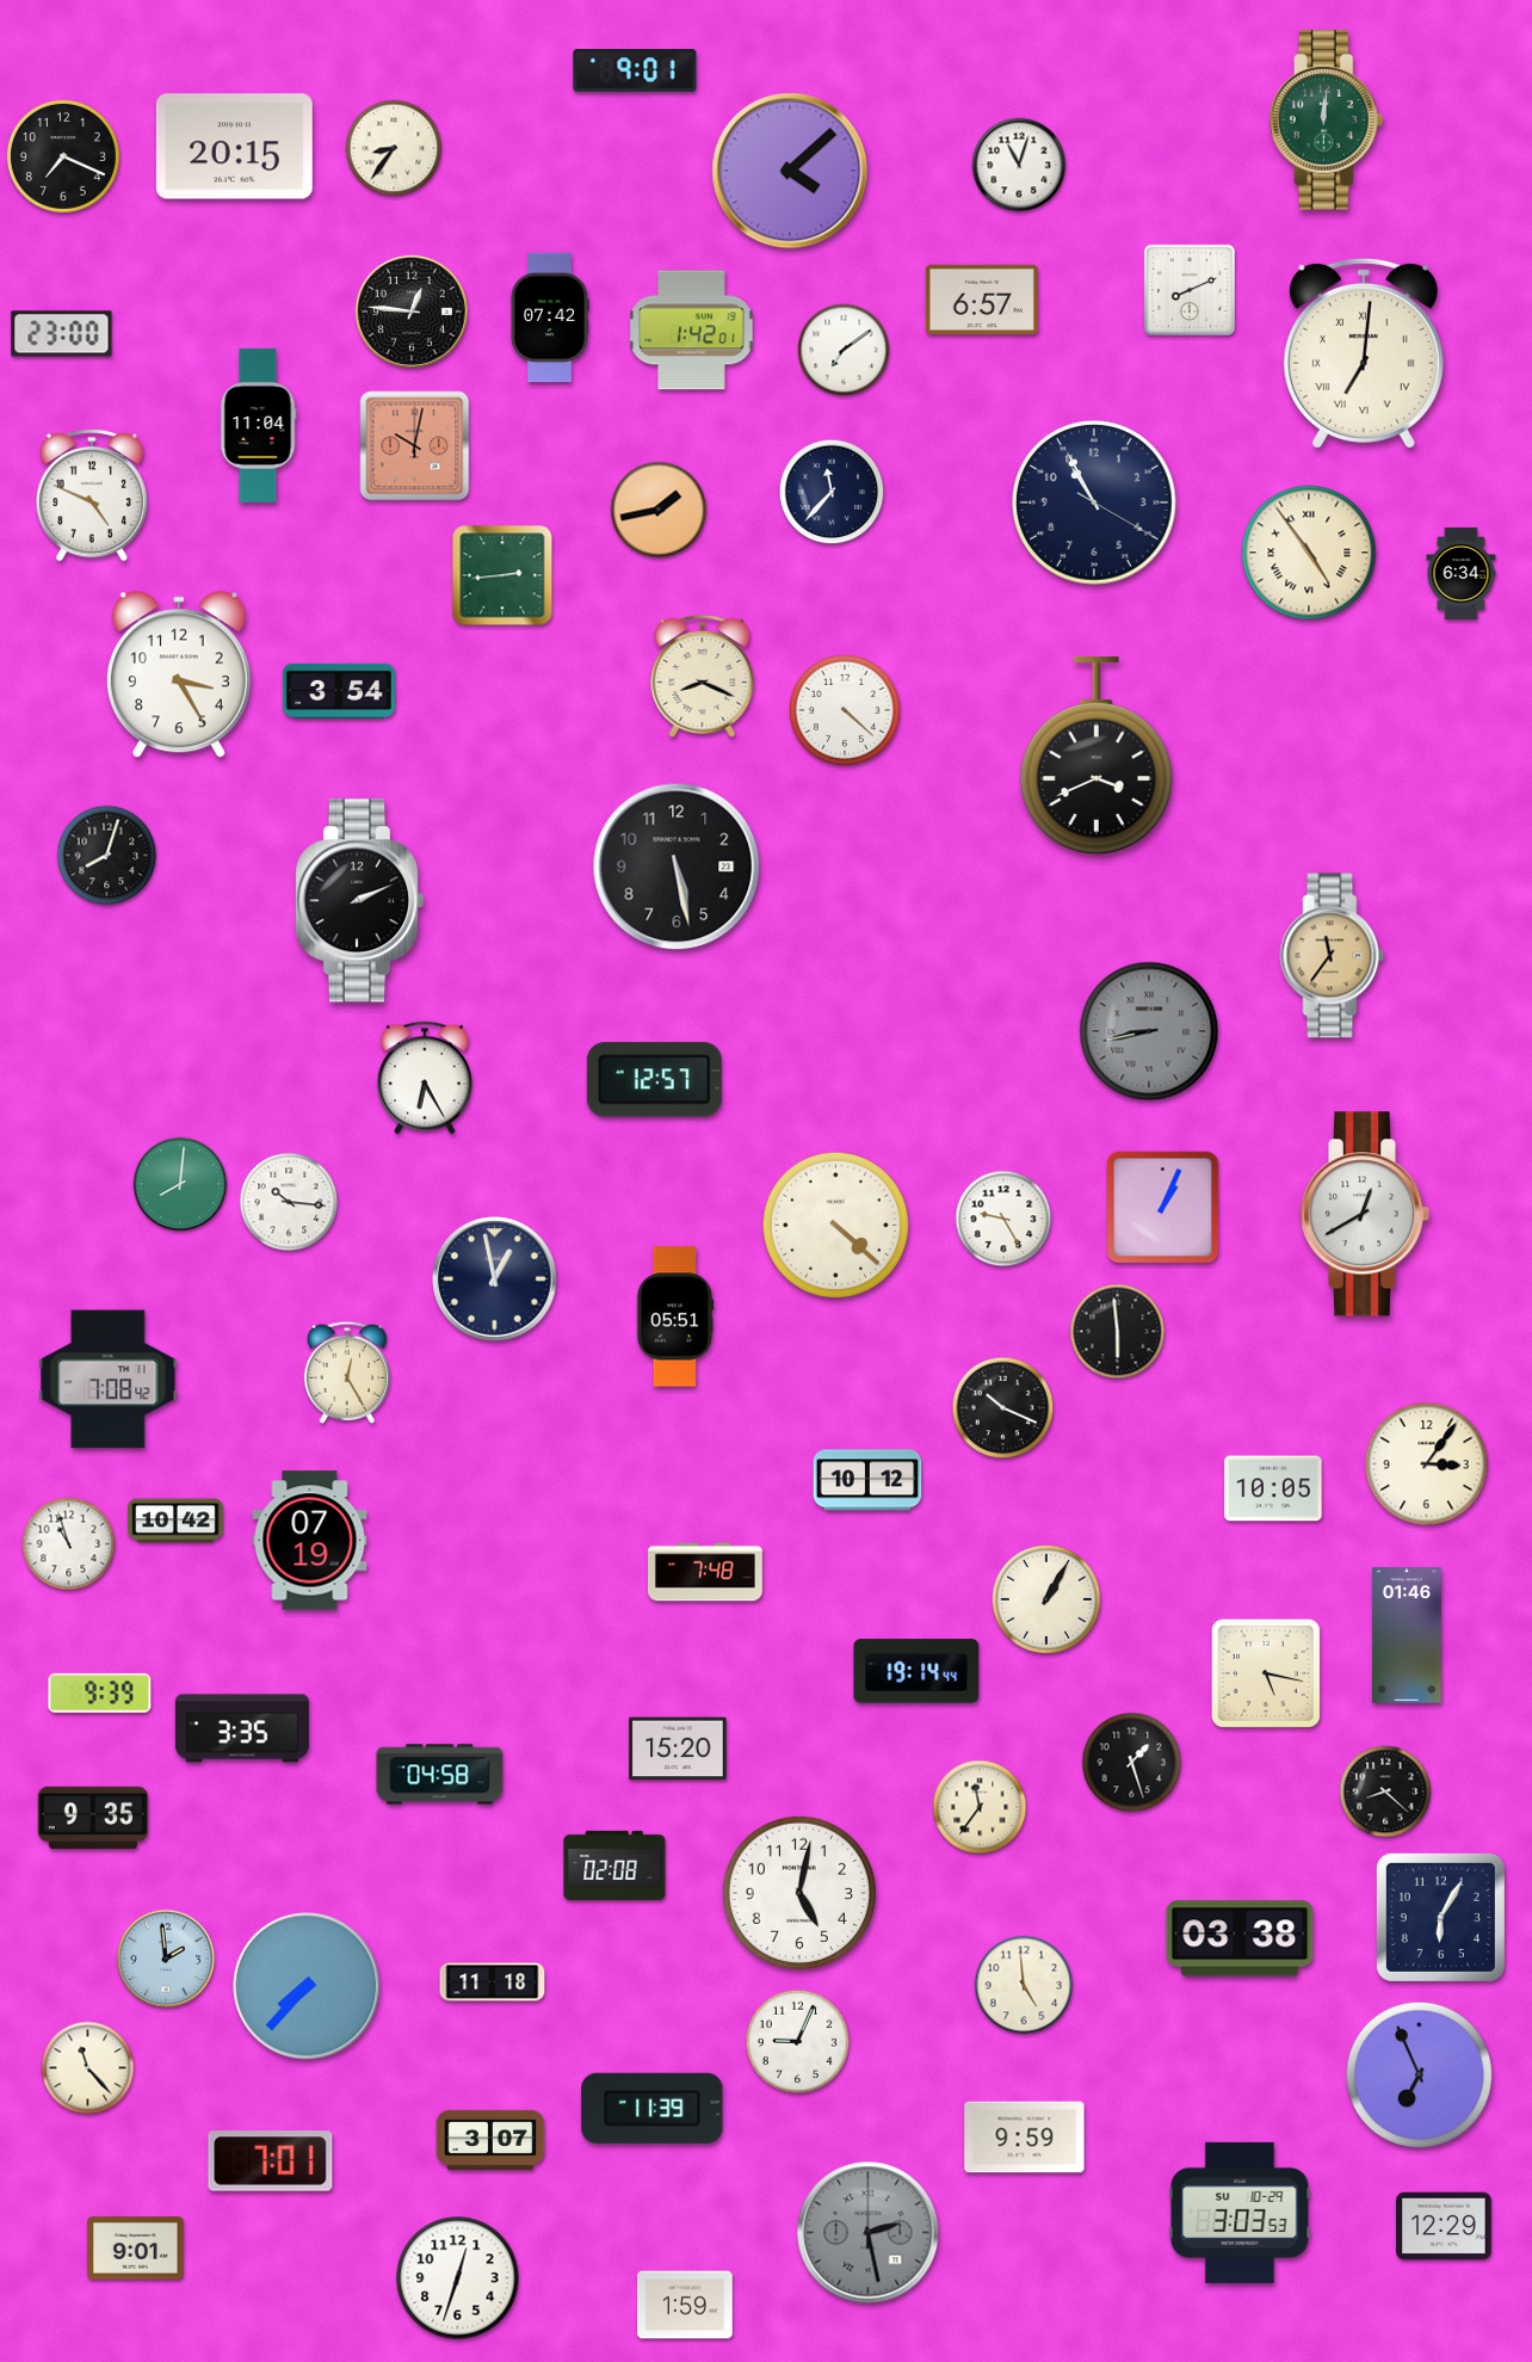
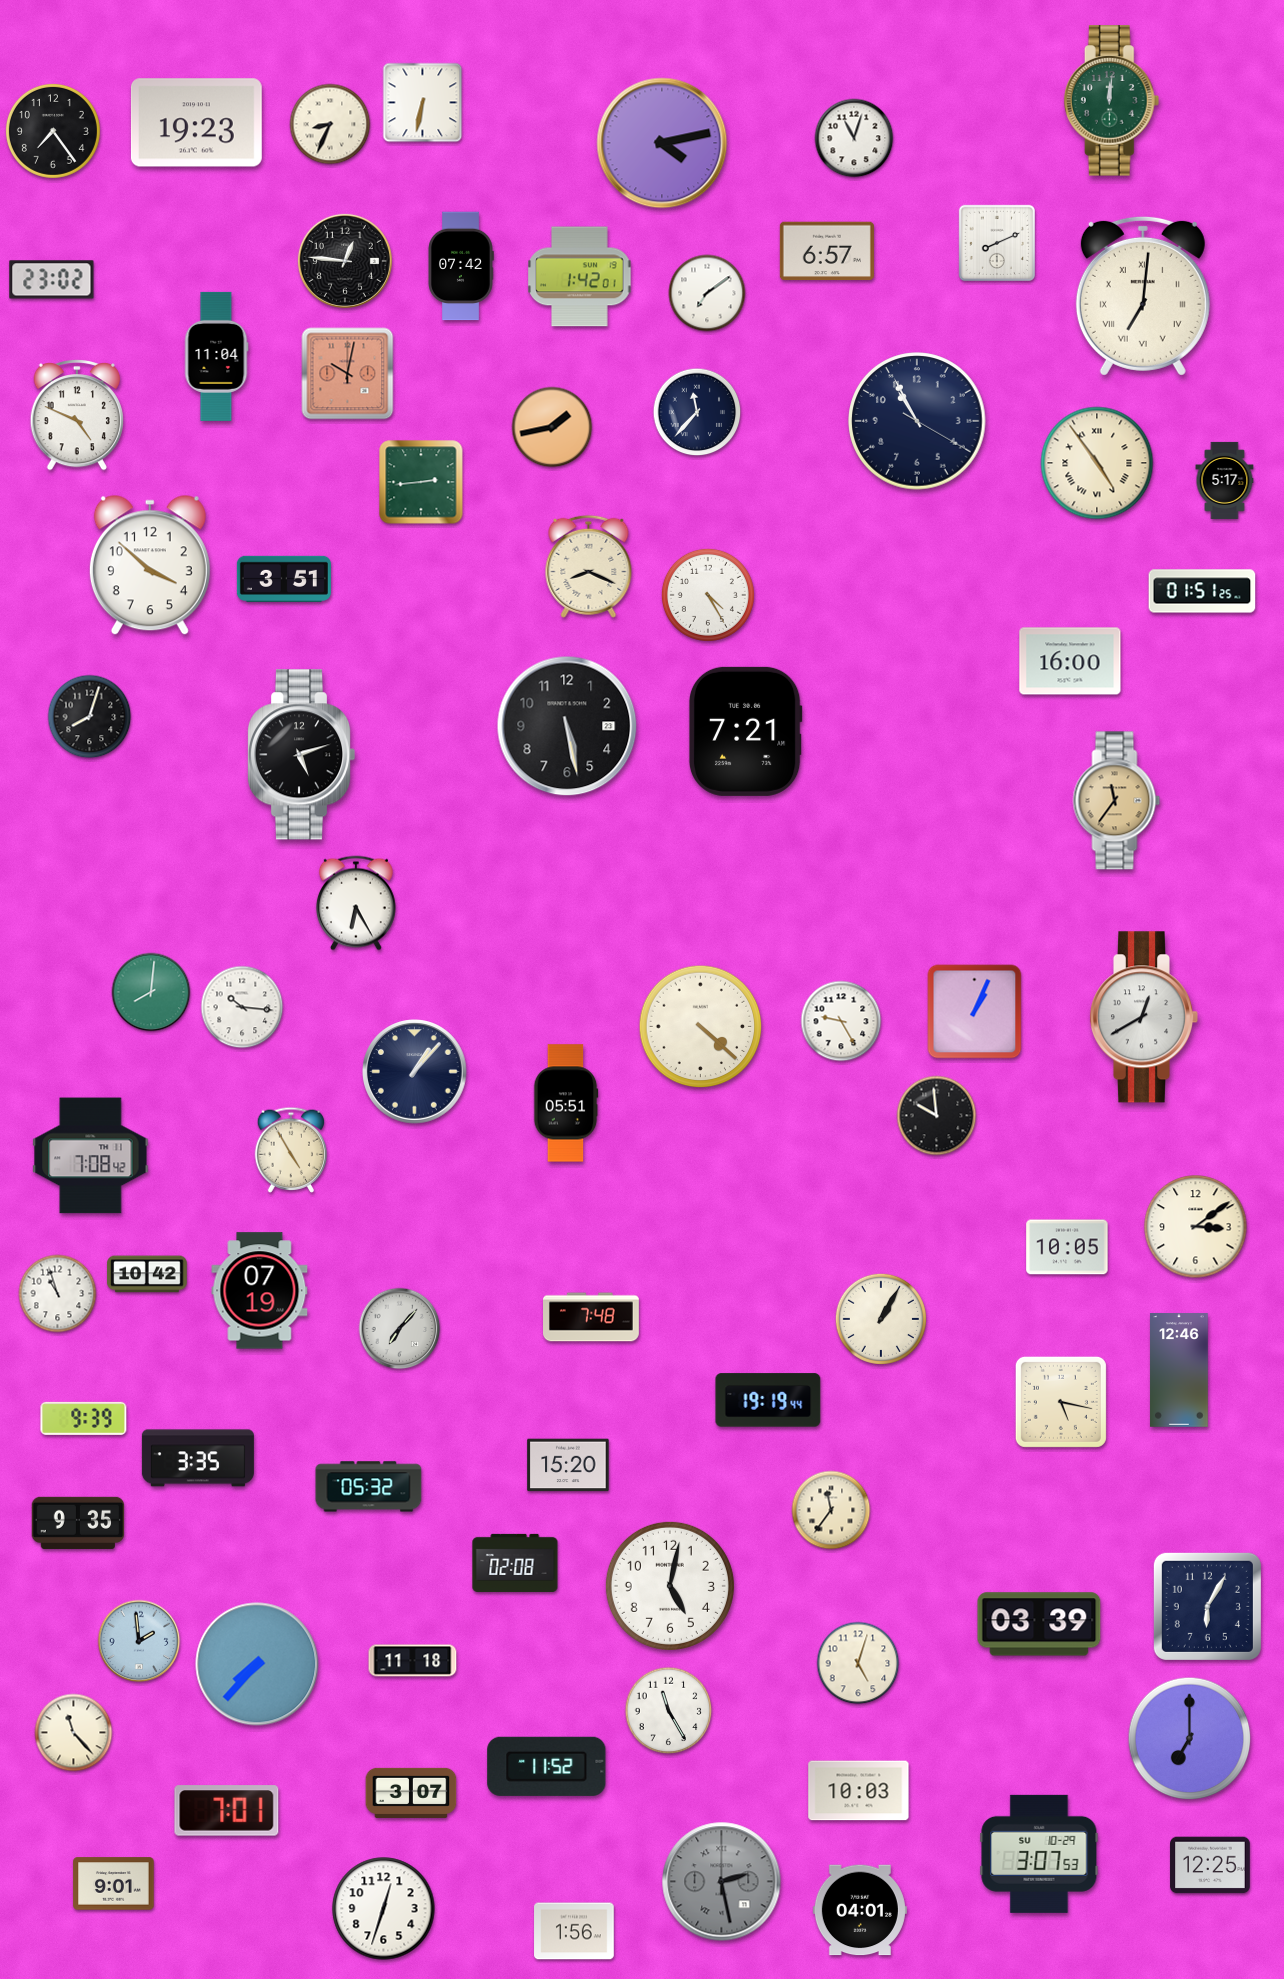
clock at (635, 70): 9:01 -> none
clock at (423, 103): none -> 6:32
clock at (234, 147): 20:15 -> 19:23
clock at (394, 148): 8:36 -> 8:34
clock at (63, 156): 7:19 -> 7:24
clock at (790, 171): 4:08 -> 4:13
clock at (982, 300) position: (982, 300) -> (827, 251)
clock at (62, 334): 23:00 -> 23:02
clock at (1462, 573): 6:34 -> 5:17
clock at (179, 676): 3:25 -> 3:52
clock at (339, 691): 3:54 -> 3:51
clock at (1202, 591): none -> 01:51
clock at (845, 710): 4:22 -> 4:25
clock at (1097, 754): 3:41 -> none
clock at (1070, 661): none -> 16:00
clock at (745, 731): none -> 7:21
clock at (359, 901): 2:11 -> 5:12
clock at (1149, 1031): 8:43 -> none
clock at (654, 1080): 12:57 -> none
clock at (495, 1279): 12:58 -> 1:07
clock at (1118, 1332): 5:59 -> 9:59
clock at (347, 1373): 12:25 -> 4:55
clock at (1003, 1408): 10:19 -> none
clock at (1427, 1464): 3:06 -> 3:09
clock at (867, 1480): 10:12 -> none
clock at (400, 1329): none -> 7:07
clock at (1046, 1599) position: (1046, 1599) -> (881, 1319)
clock at (1407, 1635): 01:46 -> 12:46
clock at (916, 1671): 19:14 -> 19:19
clock at (242, 1728) position: (242, 1728) -> (198, 1458)
clock at (1132, 1763): 1:27 -> none
clock at (440, 1775): 04:58 -> 05:32
clock at (1385, 1791): 8:22 -> none
clock at (980, 1807) position: (980, 1807) -> (831, 1510)
clock at (1240, 1938): 03:38 -> 03:39
clock at (1024, 1985): 4:59 -> 5:03
clock at (798, 2042): 9:04 -> 11:25
clock at (1420, 2076): 6:56 -> 7:00
clock at (653, 2108): 11:39 -> 11:52
clock at (1025, 2138): 9:59 -> 10:03
clock at (1240, 2213): 3:03 -> 3:07
clock at (1444, 2226): 12:29 -> 12:25
clock at (869, 2233) position: (869, 2233) -> (722, 1882)
clock at (860, 1910): none -> 04:01
clock at (685, 2305): 1:59 -> 1:56
